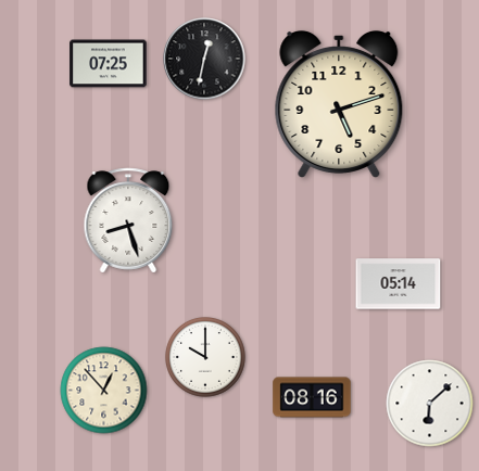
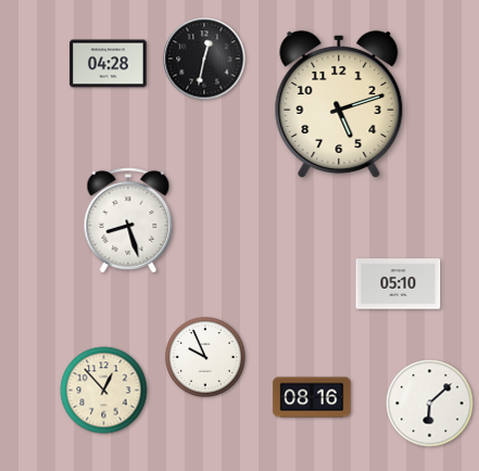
clock at (109, 64): 07:25 -> 04:28
clock at (399, 284): 05:14 -> 05:10
clock at (205, 357): 10:00 -> 9:56
